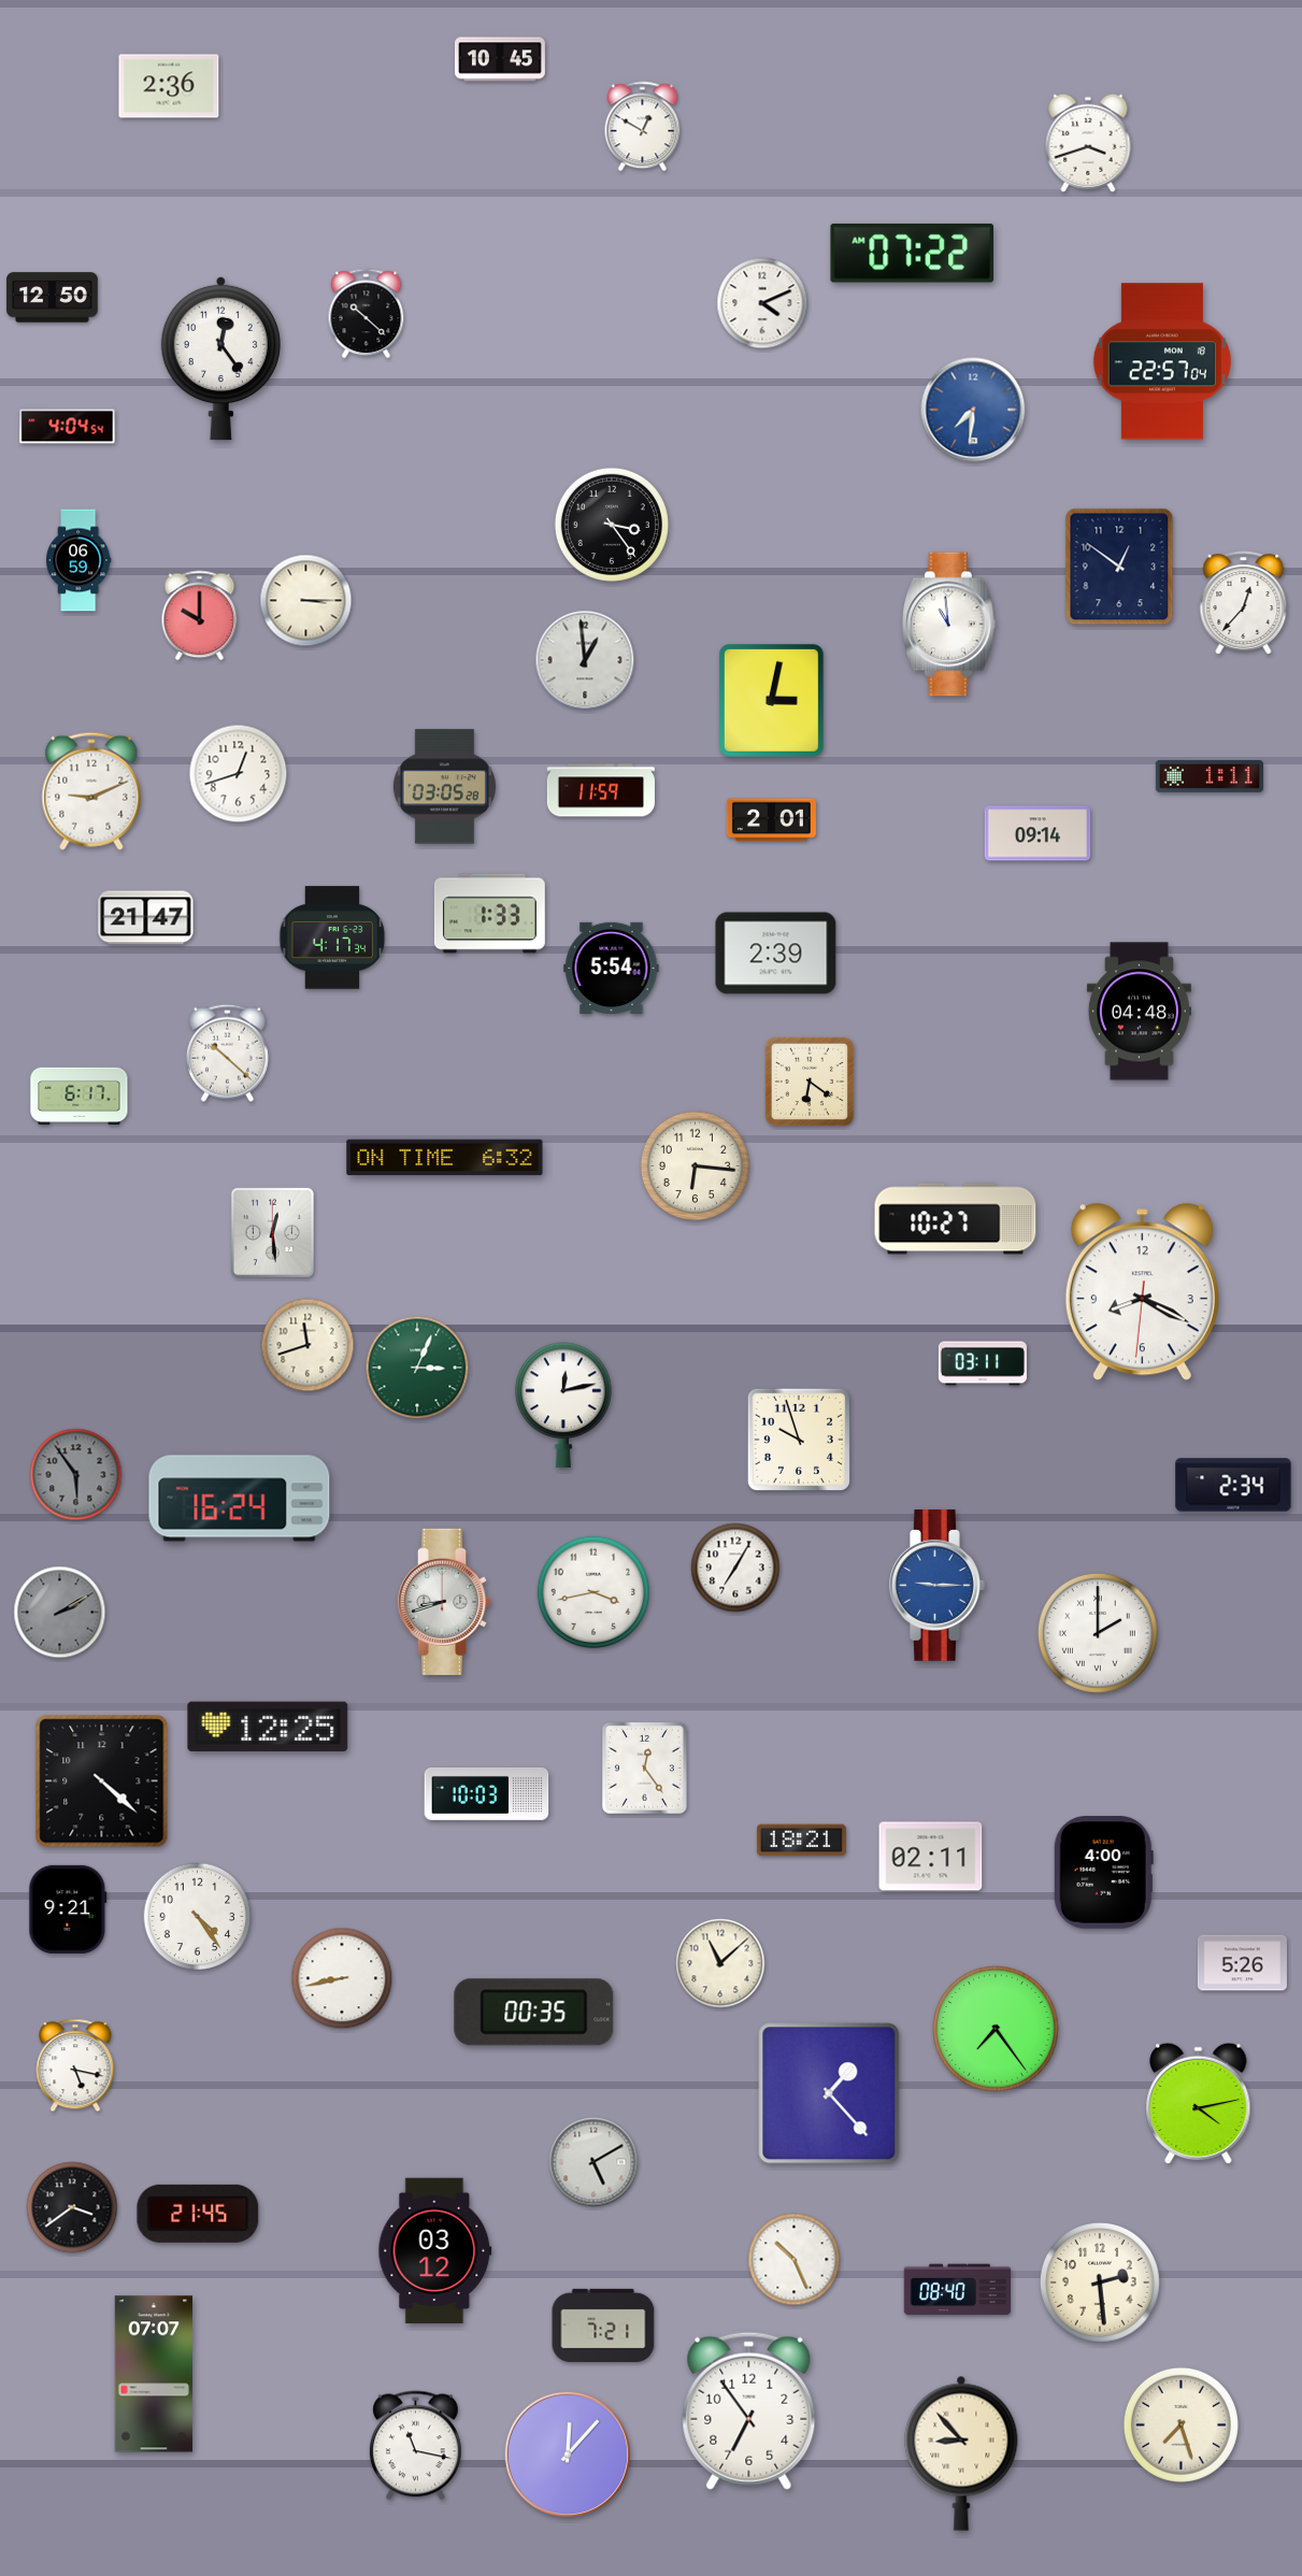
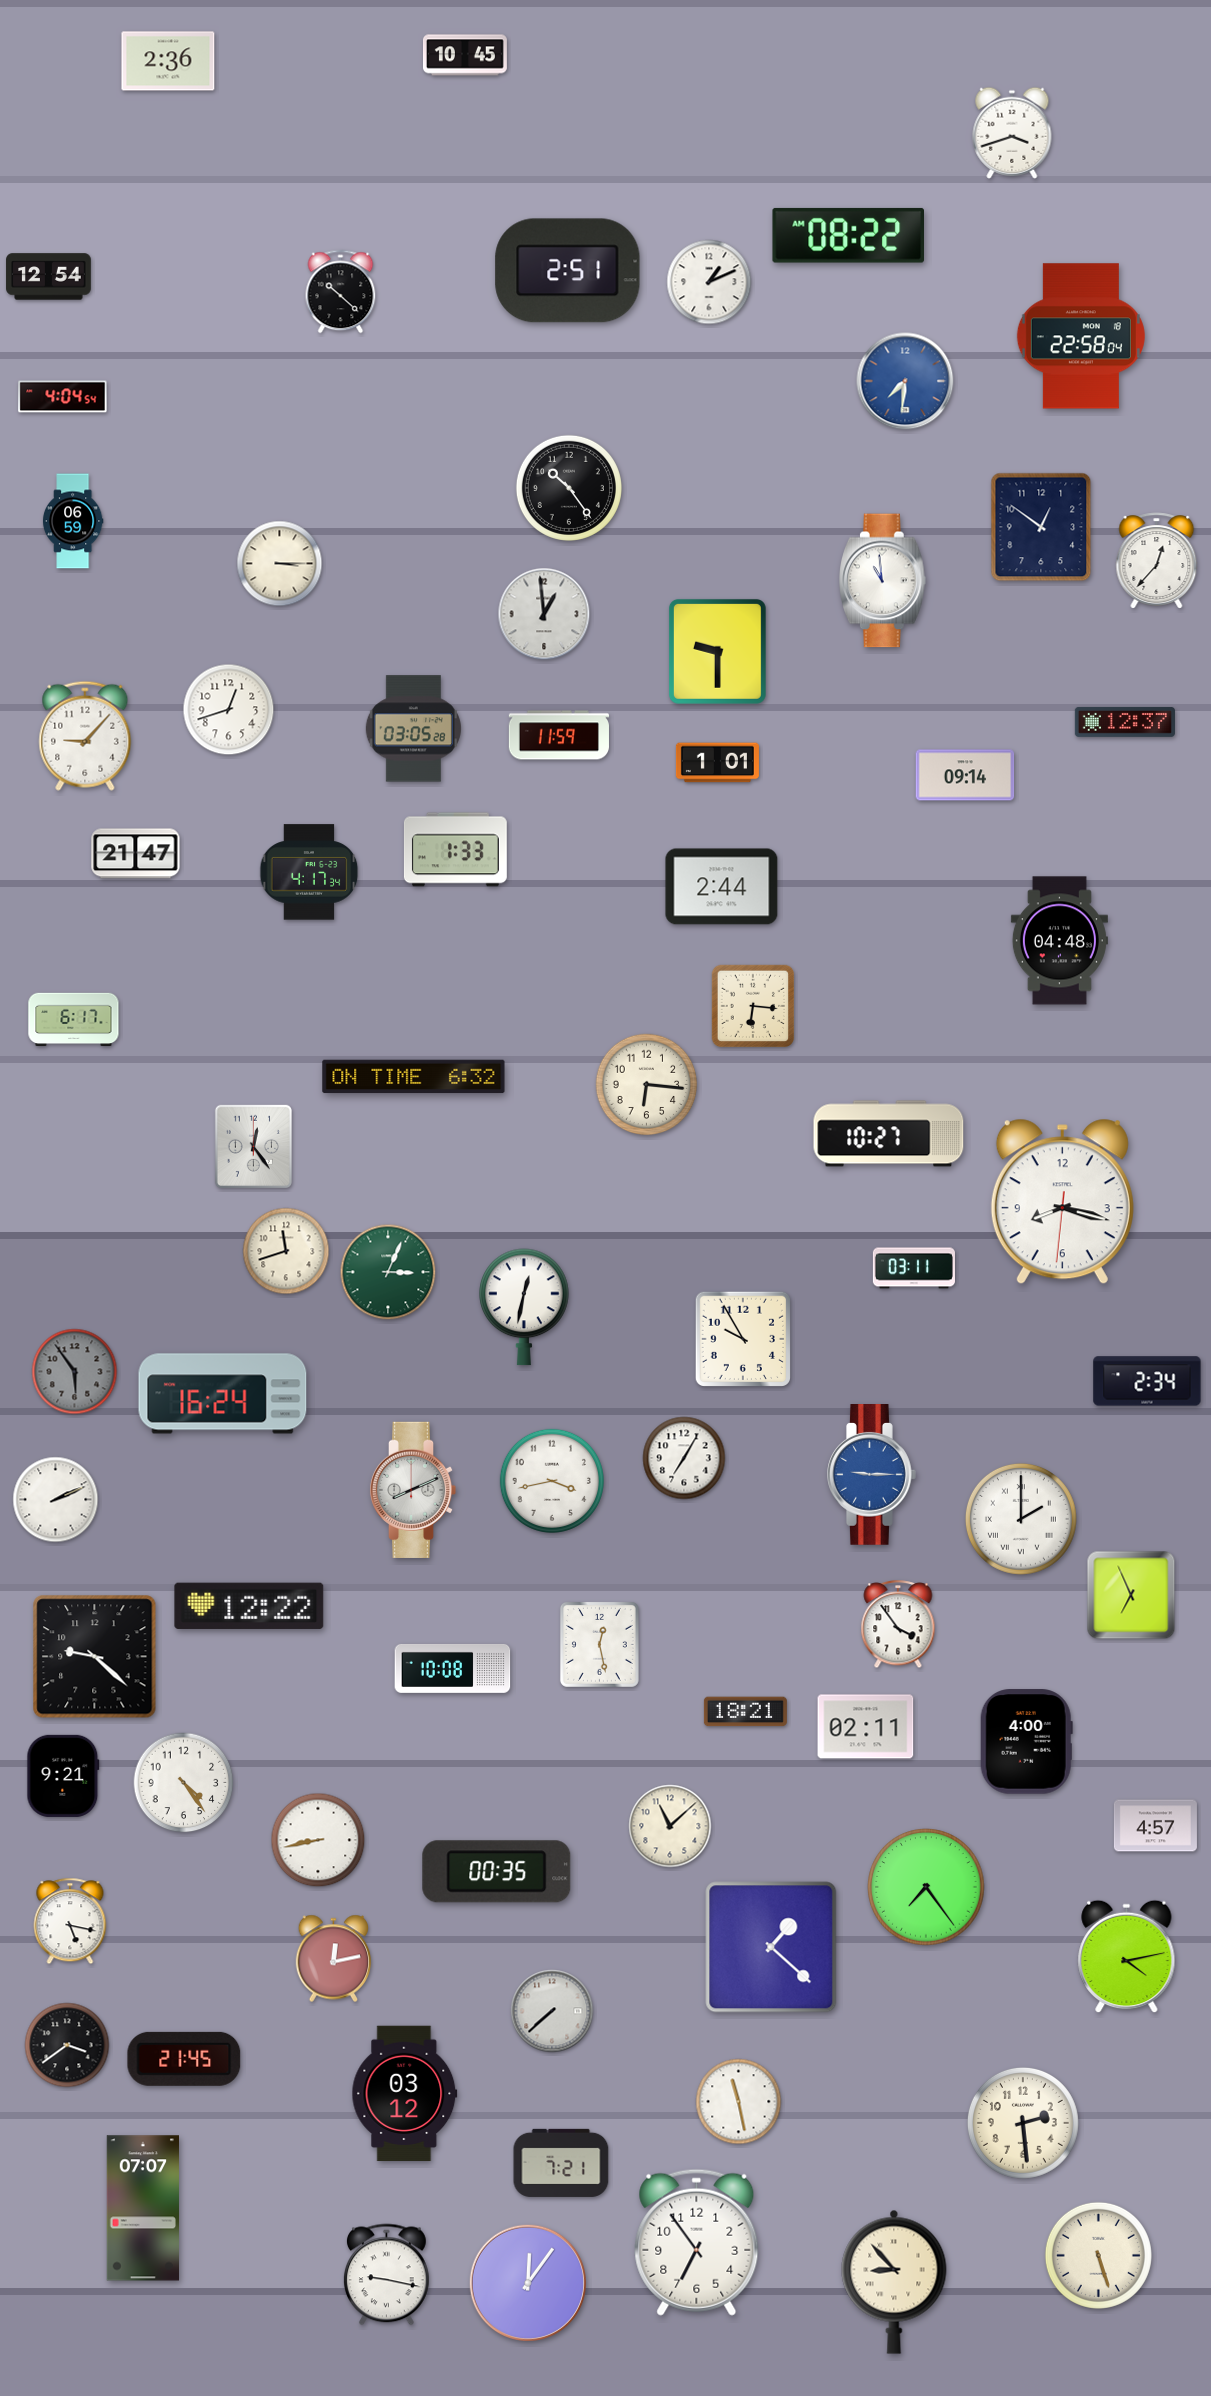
clock at (169, 86) position: (169, 86) -> (168, 61)
clock at (643, 127): 12:50 -> none
clock at (912, 253): 07:22 -> 08:22
clock at (568, 271): none -> 2:51
clock at (53, 298): 12:50 -> 12:54
clock at (762, 303): 4:11 -> 1:11
clock at (220, 358): 12:24 -> none
clock at (1162, 361): 22:57 -> 22:58
clock at (612, 525): 3:24 -> 10:24
clock at (306, 601) position: (306, 601) -> (280, 564)
clock at (200, 616): 10:00 -> none
clock at (771, 700): 3:02 -> 9:30
clock at (239, 774) position: (239, 774) -> (229, 710)
clock at (1210, 776): 1:11 -> 12:37
clock at (444, 787) position: (444, 787) -> (413, 729)
clock at (91, 791): 9:11 -> 9:07
clock at (771, 820): 2:01 -> 1:01
clock at (776, 954): 2:39 -> 2:44
clock at (612, 968): 5:54 -> none
clock at (227, 1053): 10:22 -> none
clock at (810, 1082): 6:21 -> 6:16
clock at (272, 1232): 12:29 -> 12:24
clock at (1142, 1292): 8:19 -> 8:17
clock at (563, 1405): 12:13 -> 12:32
clock at (798, 1439): 9:57 -> 9:55
clock at (76, 1475) position: (76, 1475) -> (75, 1372)
clock at (444, 1602): 8:42 -> 8:11
clock at (60, 1613): 2:10 -> 2:11
clock at (60, 1613) dial: grey -> white
clock at (1131, 1595): none -> 6:56
clock at (268, 1727): 12:25 -> 12:22
clock at (898, 1625): none -> 3:54
clock at (644, 1768): 12:24 -> 12:28
clock at (102, 1781): 4:22 -> 9:22
clock at (487, 1793): 10:03 -> 10:08
clock at (1242, 1963): 5:26 -> 4:57
clock at (829, 2093): 1:23 -> 1:22
clock at (1199, 2104) position: (1199, 2104) -> (1127, 1957)
clock at (334, 1959): none -> 12:13
clock at (593, 2162): 5:10 -> 7:38
clock at (72, 2207) position: (72, 2207) -> (67, 2045)
clock at (795, 2260): 10:26 -> 11:28
clock at (958, 2290): 08:40 -> none
clock at (1181, 2424): 7:27 -> 5:27
clock at (416, 2446): 11:17 -> 9:17
clock at (567, 2453): 12:07 -> 12:06
